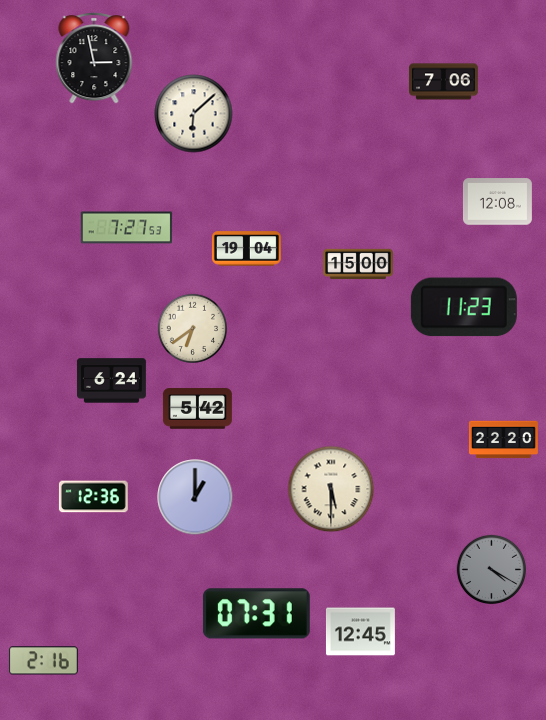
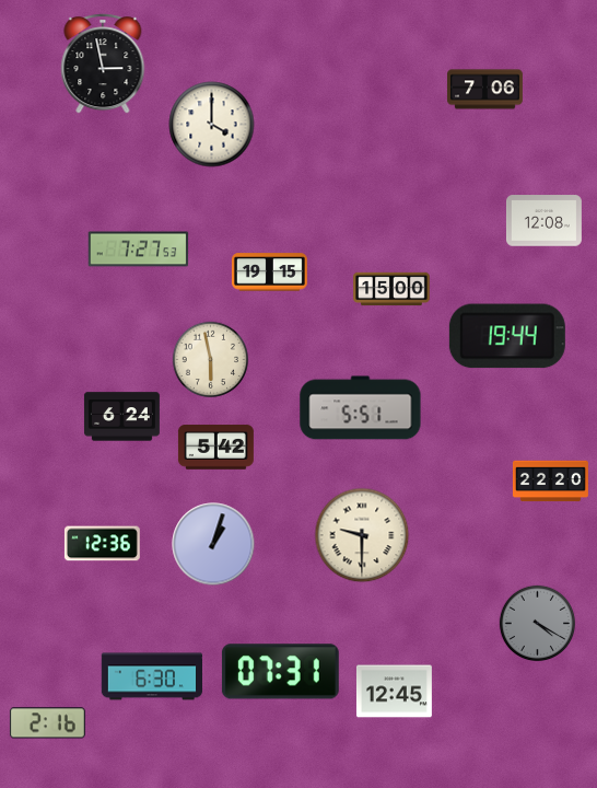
clock at (194, 114): 6:08 -> 4:00
clock at (246, 249): 19:04 -> 19:15
clock at (464, 307): 11:23 -> 19:44
clock at (193, 329): 6:39 -> 5:58
clock at (361, 408): none -> 5:51
clock at (331, 489): 5:30 -> 9:30
clock at (195, 497): 1:00 -> 1:03
clock at (151, 676): none -> 6:30
